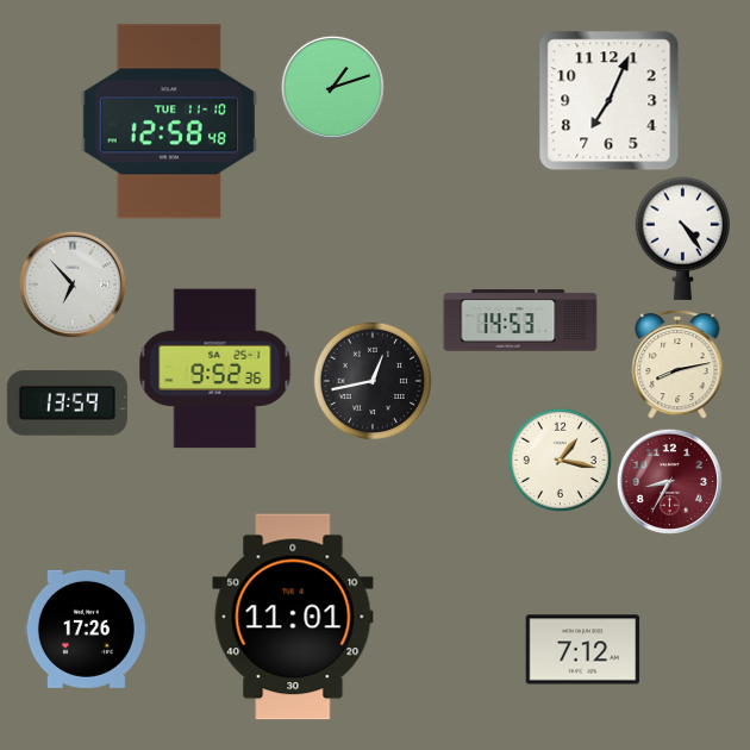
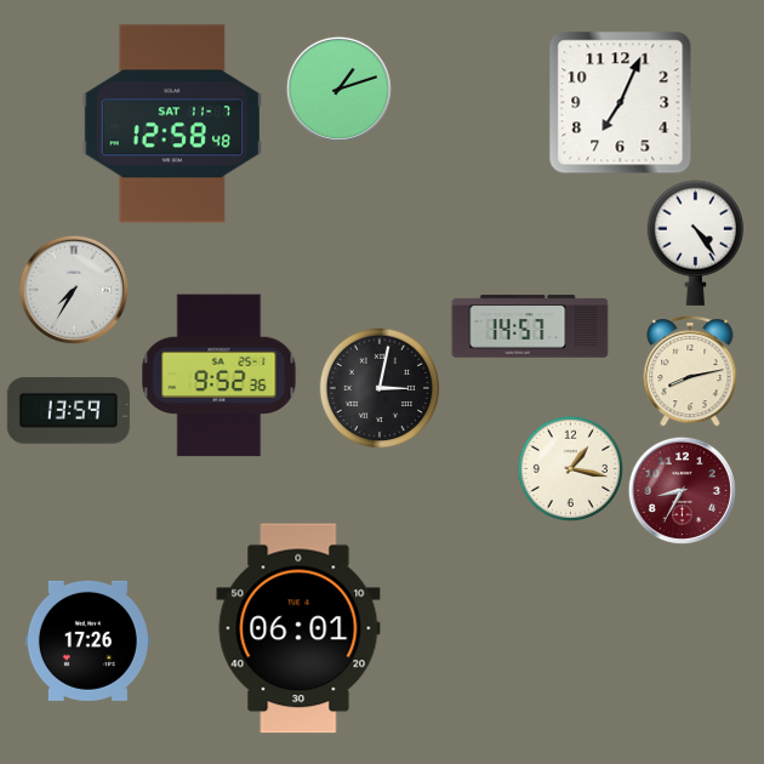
clock at (168, 121) date: TUE 11-10 -> SAT 11-7
clock at (71, 283): 6:53 -> 7:35
clock at (520, 320): 14:53 -> 14:57
clock at (373, 381): 12:43 -> 3:02
clock at (293, 617): 11:01 -> 06:01
clock at (583, 650): 7:12 -> none
